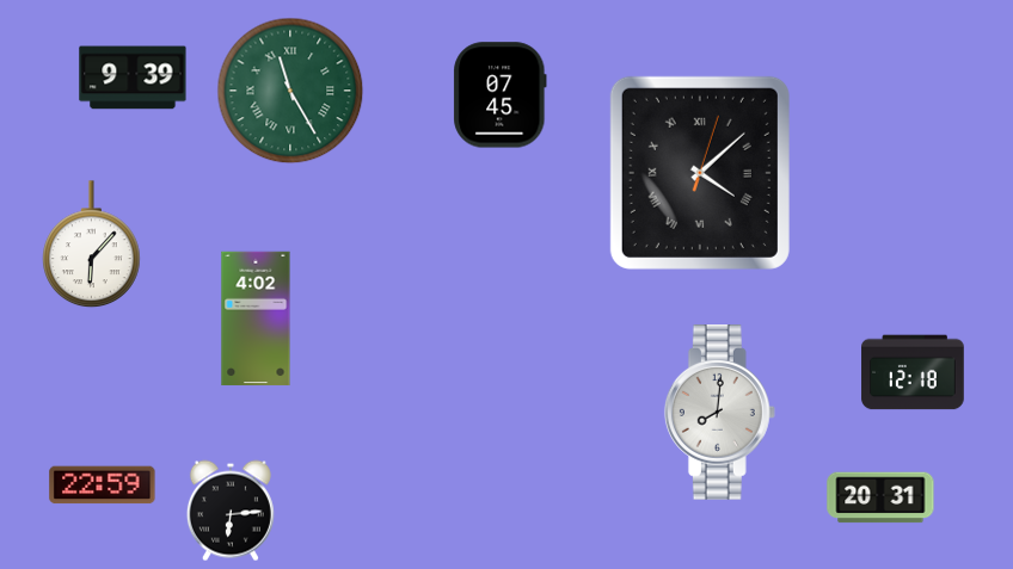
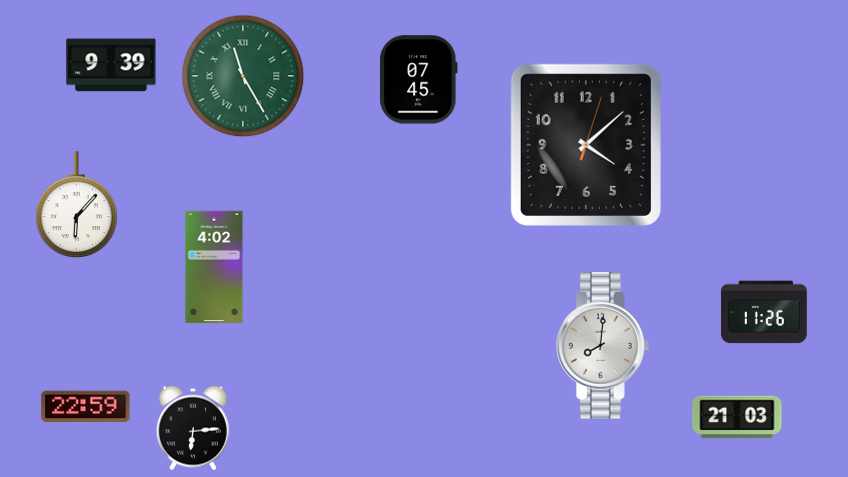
clock at (700, 173) numerals: Roman -> Arabic
clock at (913, 372): 12:18 -> 11:26
clock at (880, 497): 20:31 -> 21:03
